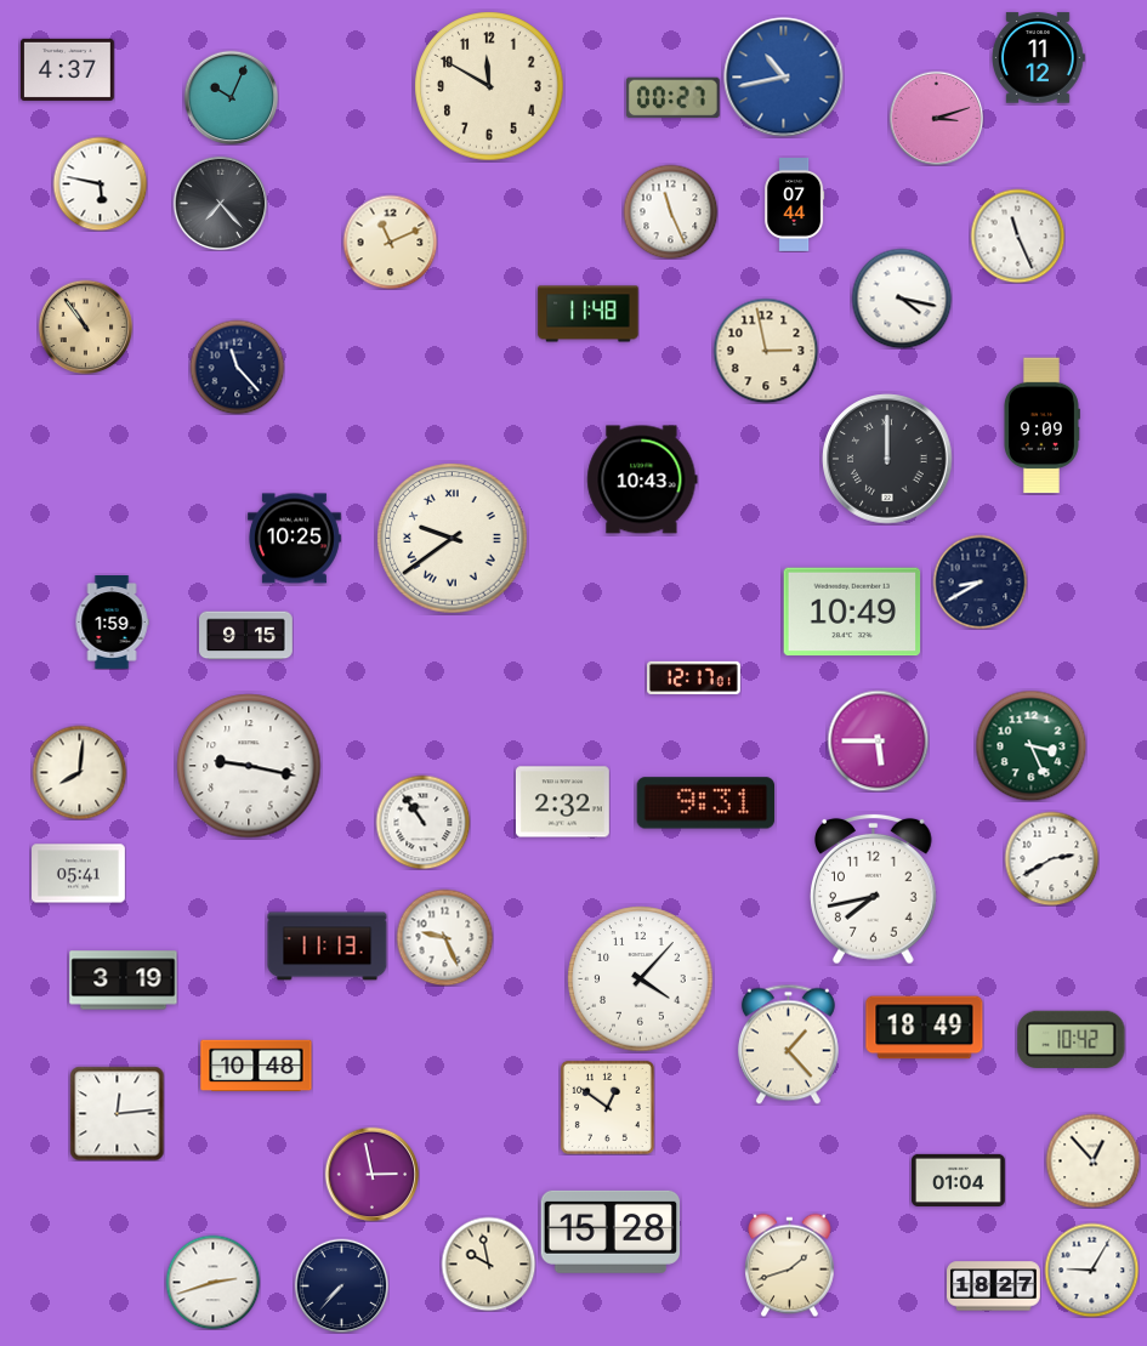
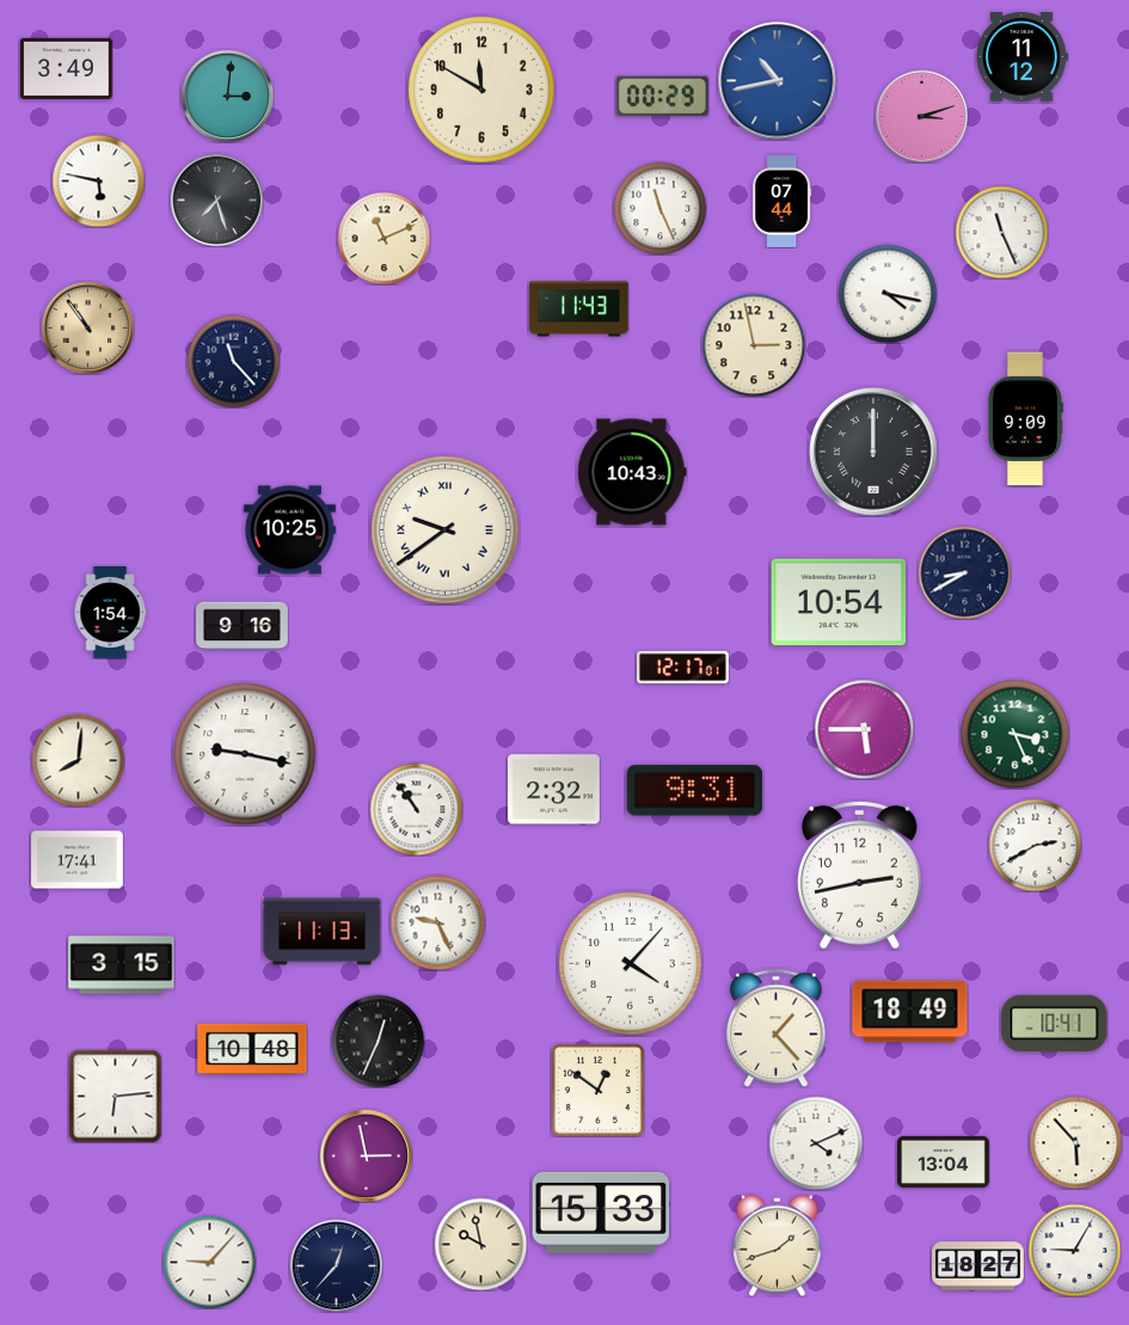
clock at (68, 69): 4:37 -> 3:49
clock at (784, 78) position: (784, 78) -> (778, 81)
clock at (489, 86) position: (489, 86) -> (481, 90)
clock at (231, 97): 10:04 -> 3:01
clock at (672, 98): 00:27 -> 00:29
clock at (220, 203): 7:23 -> 7:27
clock at (589, 314): 11:48 -> 11:43
clock at (85, 326) position: (85, 326) -> (87, 327)
clock at (852, 612): 10:49 -> 10:54
clock at (112, 623): 1:59 -> 1:54
clock at (246, 636): 9:15 -> 9:16
clock at (79, 874): 05:41 -> 17:41
clock at (874, 888): 7:43 -> 2:43
clock at (124, 981): 3:19 -> 3:15
clock at (1072, 1039): 10:42 -> 10:41
clock at (378, 1041): none -> 12:34
clock at (117, 1113): 12:14 -> 6:14
clock at (1092, 1160): 12:53 -> 5:53
clock at (816, 1143): none -> 4:11
clock at (959, 1180): 01:04 -> 13:04
clock at (609, 1232): 15:28 -> 15:33
clock at (212, 1282): 2:42 -> 9:07
clock at (341, 1285): 7:37 -> 12:37
